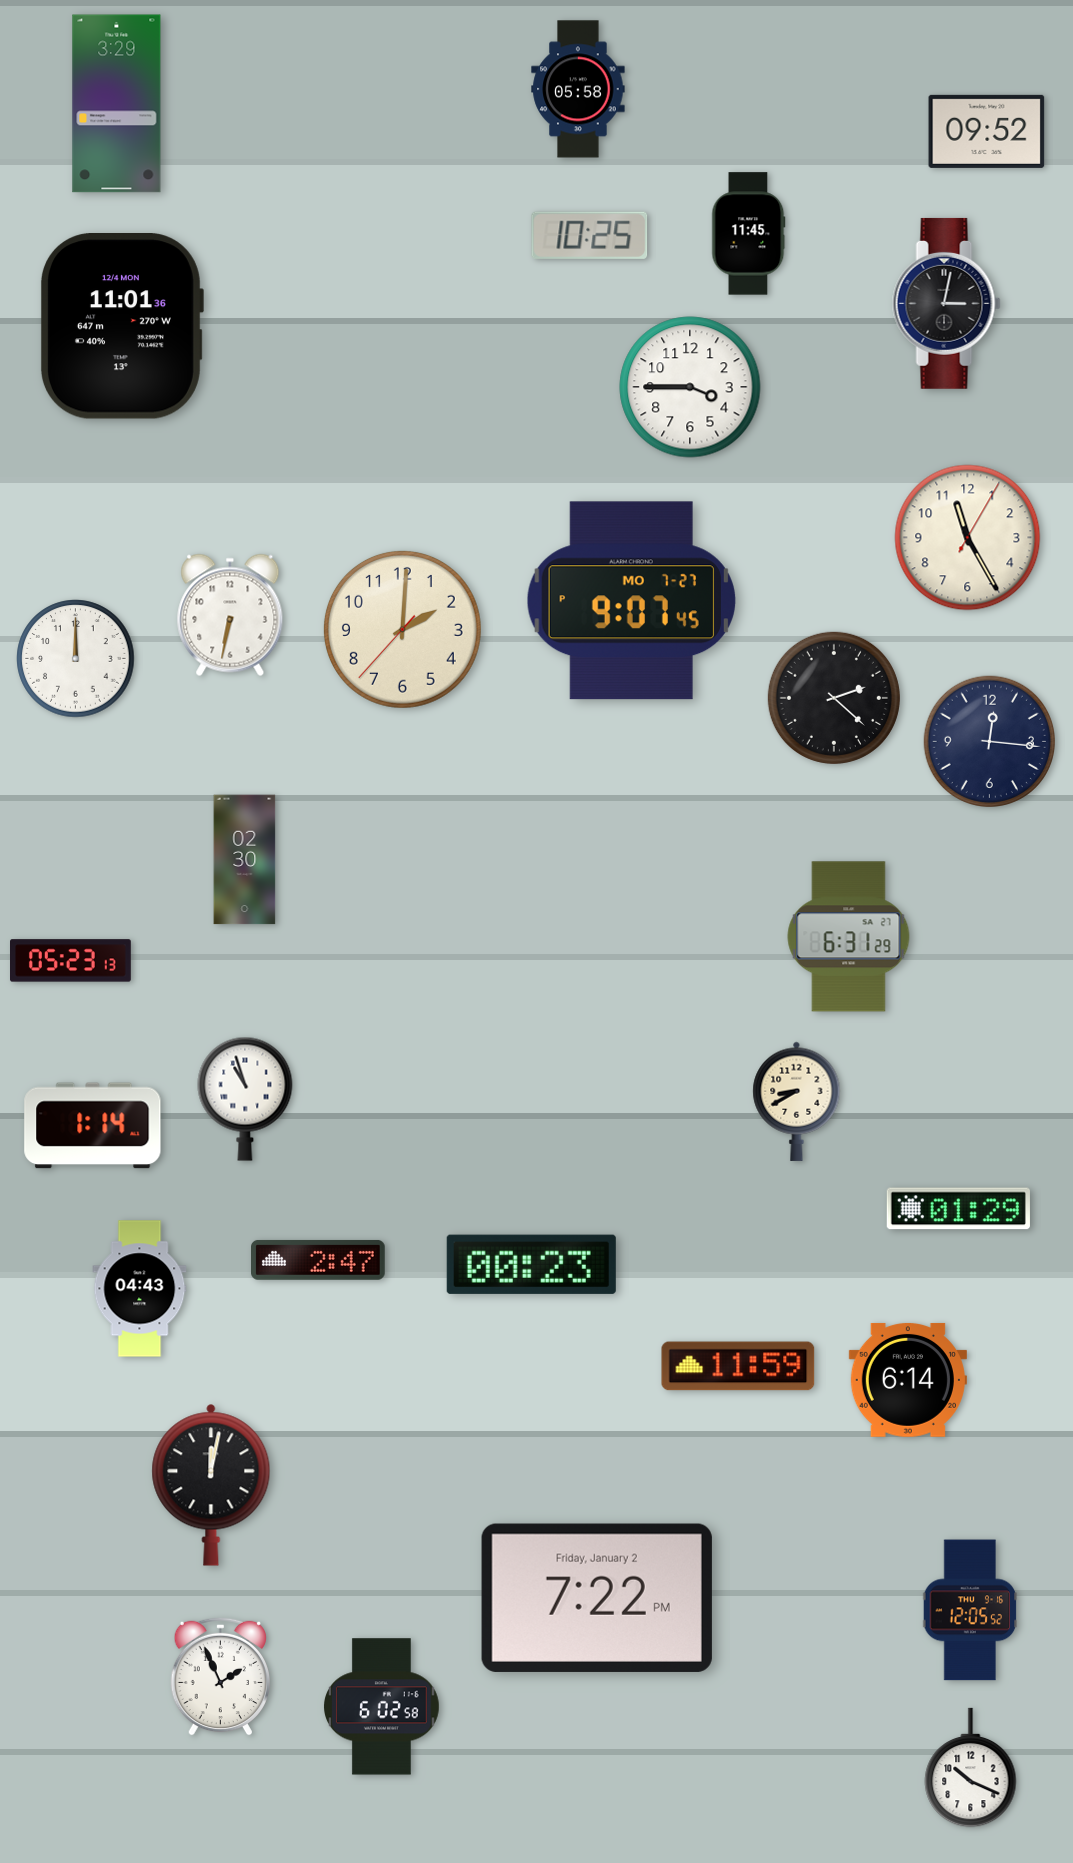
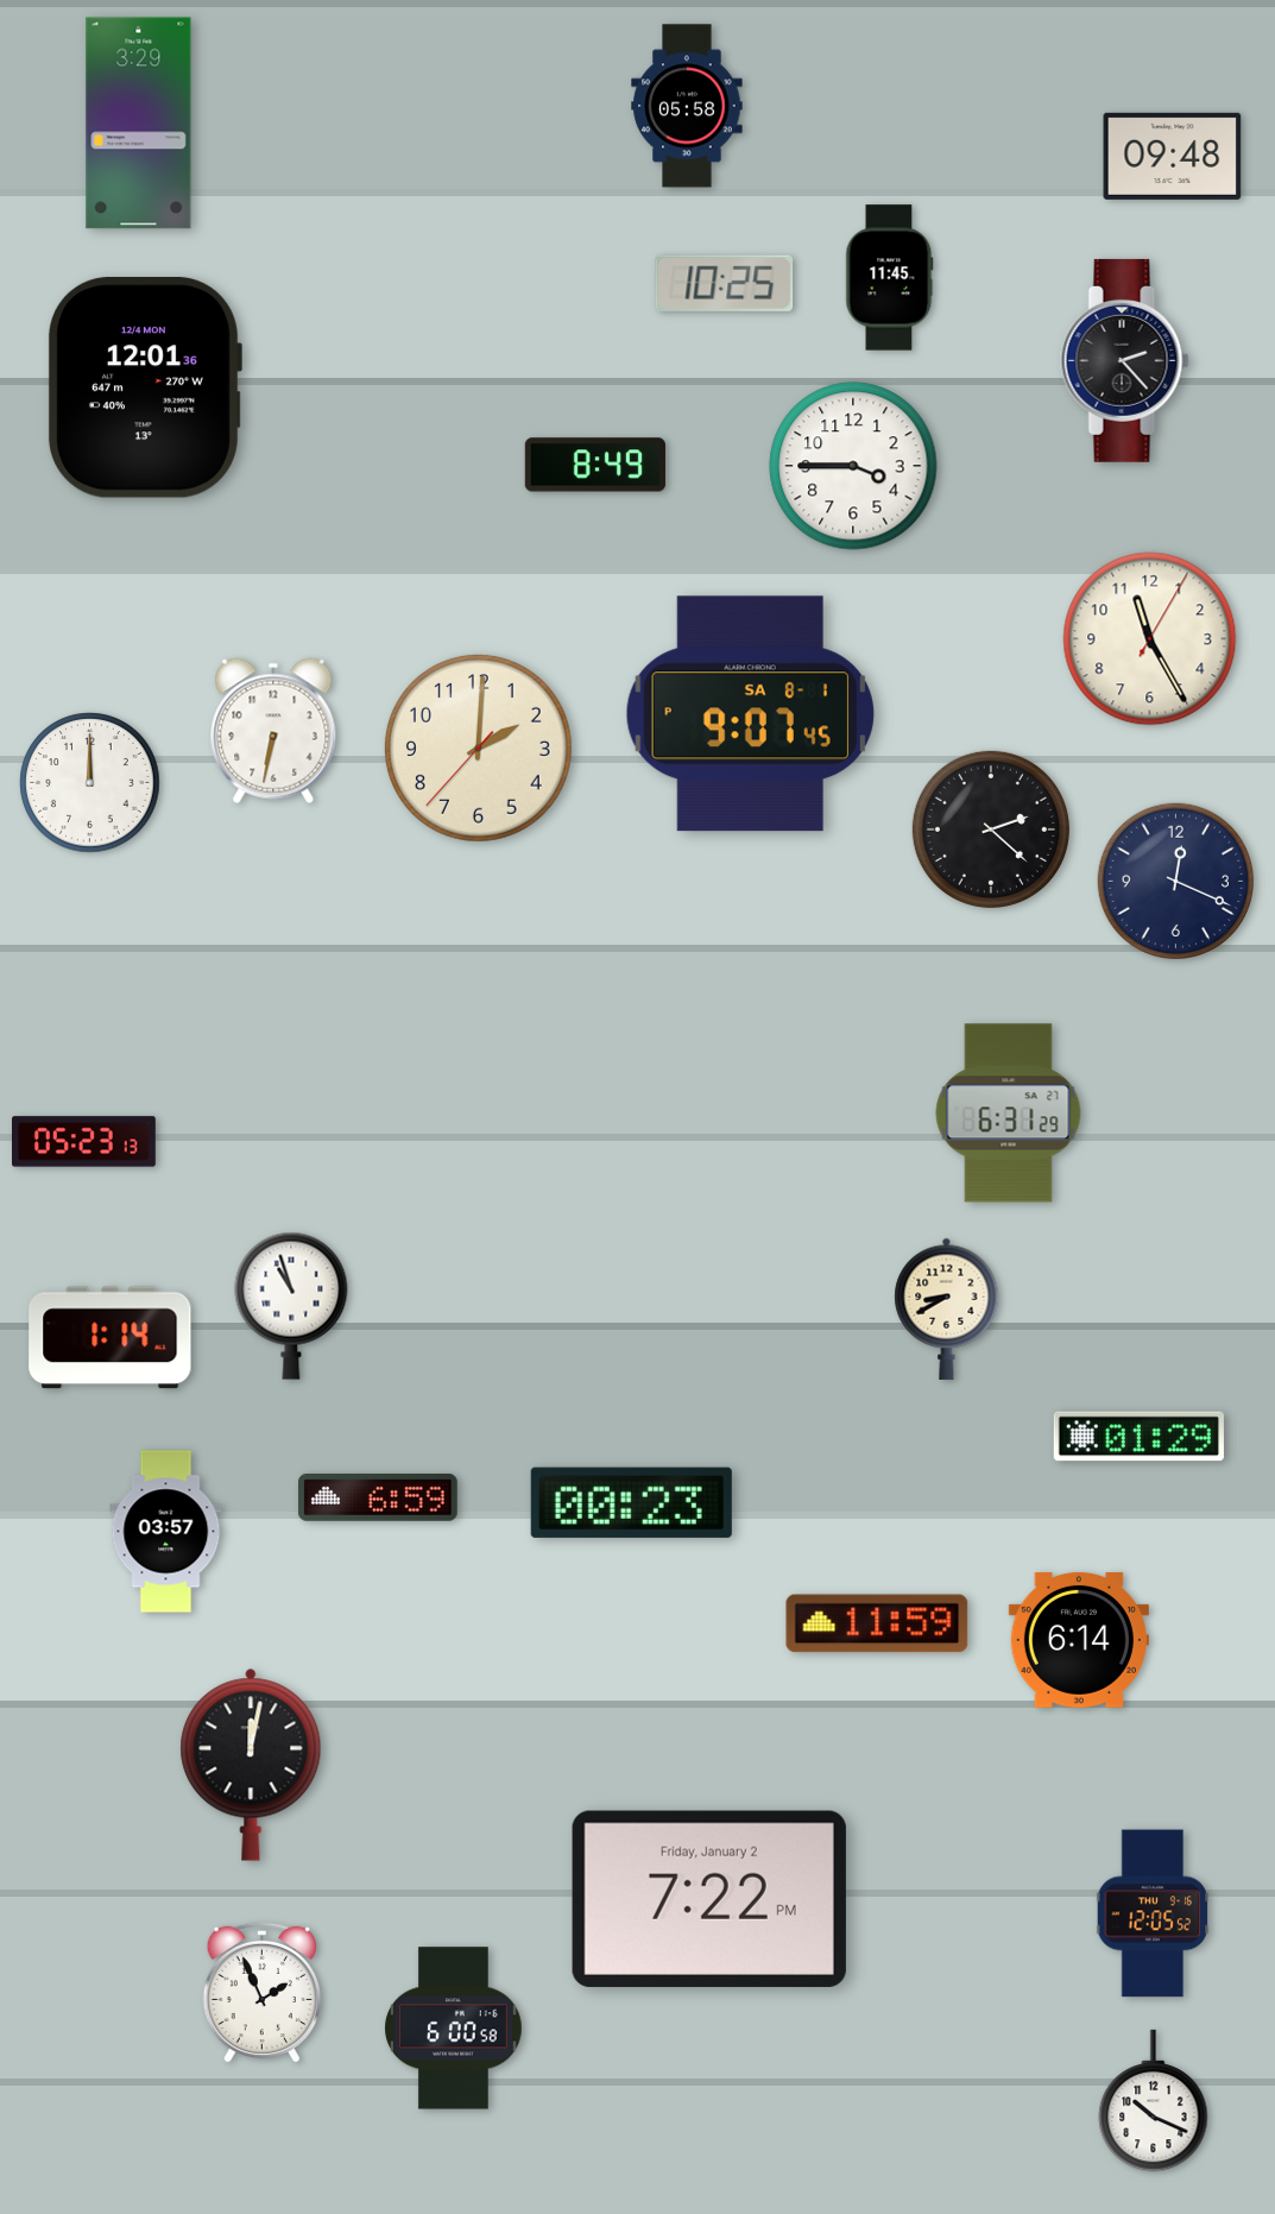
clock at (987, 131): 09:52 -> 09:48
clock at (590, 235) position: (590, 235) -> (725, 283)
clock at (947, 303): 3:02 -> 2:23
clock at (121, 327): 11:01 -> 12:01
clock at (690, 387) position: (690, 387) -> (853, 466)
clock at (595, 465): none -> 8:49
clock at (631, 601) date: MO 7-27 -> SA 8-1
clock at (989, 741): 12:16 -> 12:19
clock at (245, 860): 02:30 -> none
clock at (319, 1260): 2:47 -> 6:59
clock at (140, 1289): 04:43 -> 03:57
clock at (382, 1707): 6:02 -> 6:00
